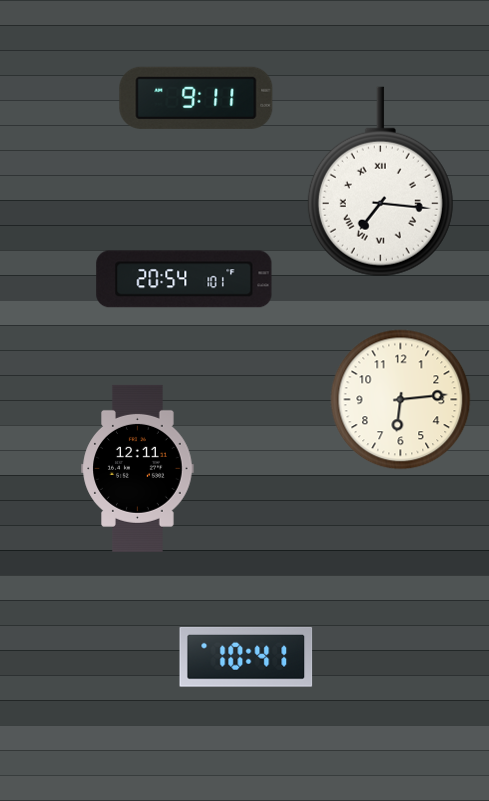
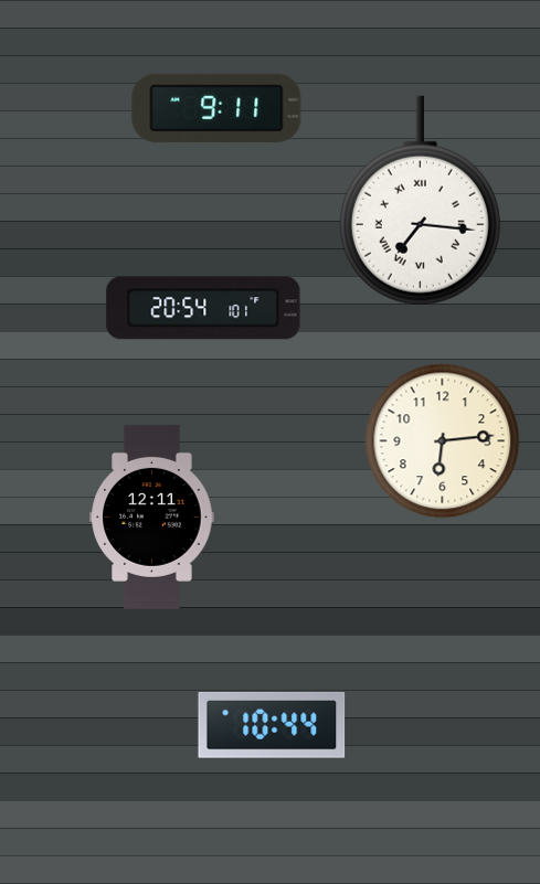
clock at (246, 657): 10:41 -> 10:44
